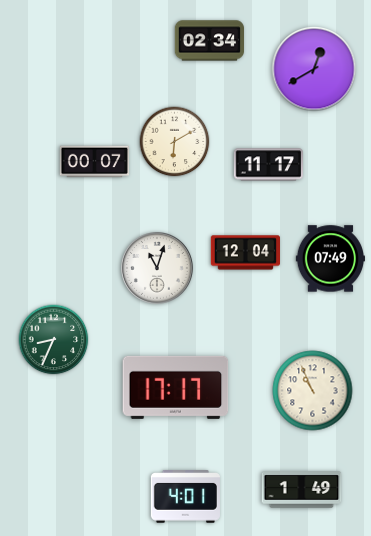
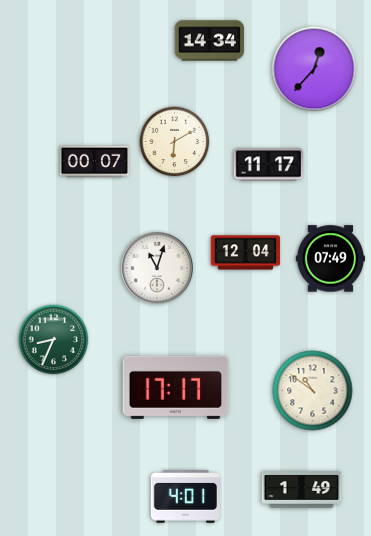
clock at (209, 41): 02:34 -> 14:34
clock at (314, 69): 12:40 -> 12:37
clock at (313, 391): 10:56 -> 10:51
